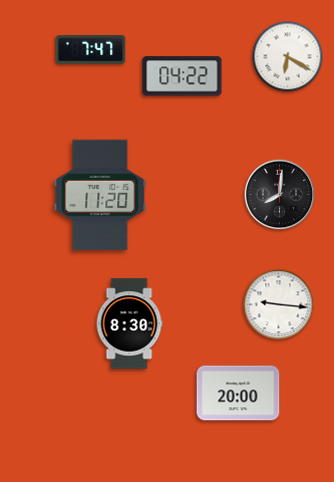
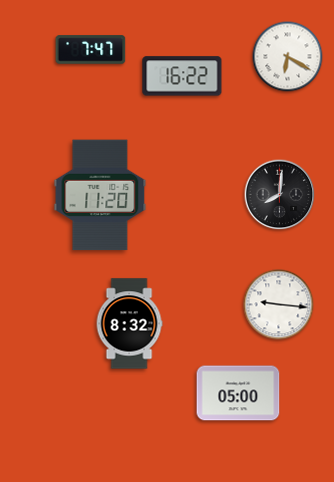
clock at (182, 76): 04:22 -> 16:22
clock at (129, 324): 8:30 -> 8:32
clock at (238, 393): 20:00 -> 05:00
